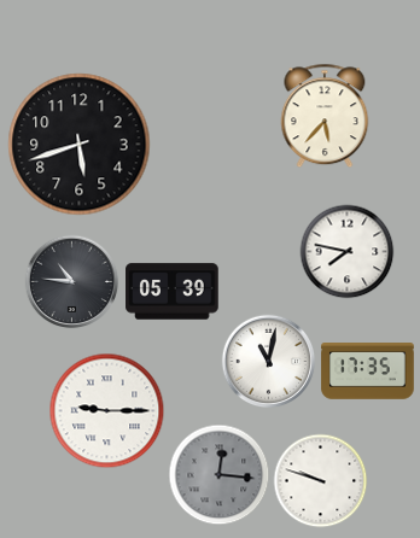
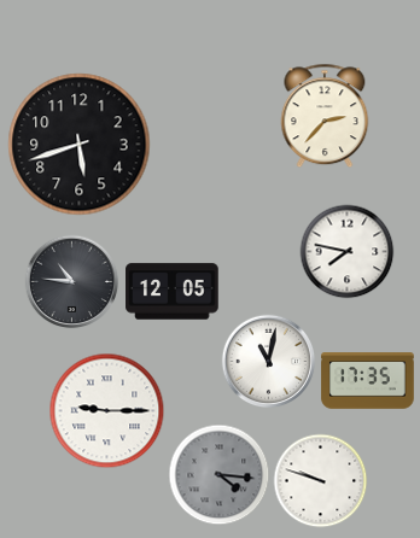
clock at (325, 116): 5:37 -> 2:37
clock at (173, 292): 05:39 -> 12:05
clock at (368, 372) position: (368, 372) -> (368, 381)
clock at (218, 474): 12:16 -> 4:16
